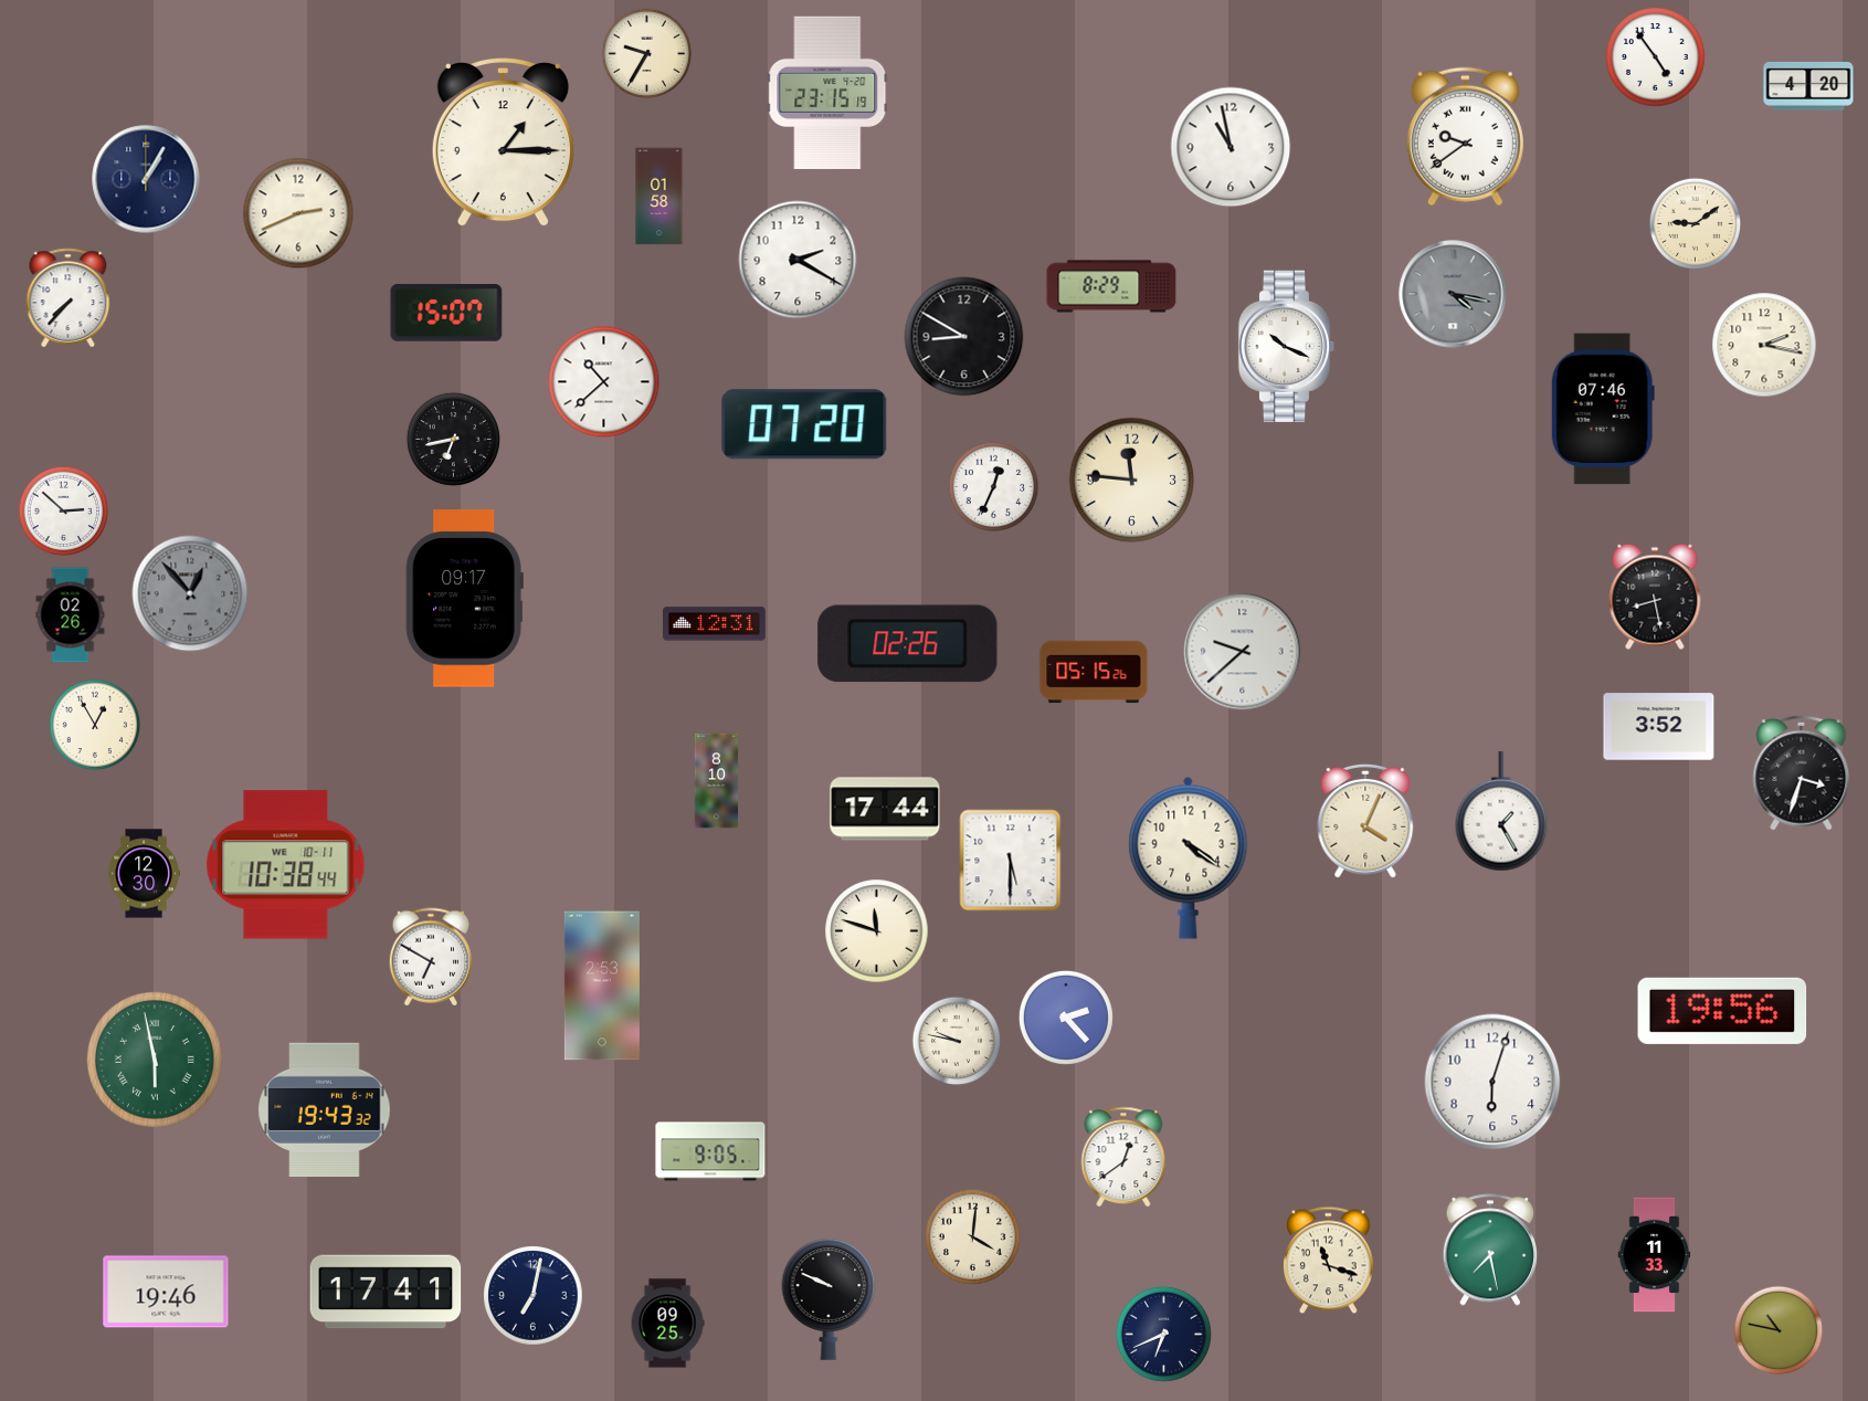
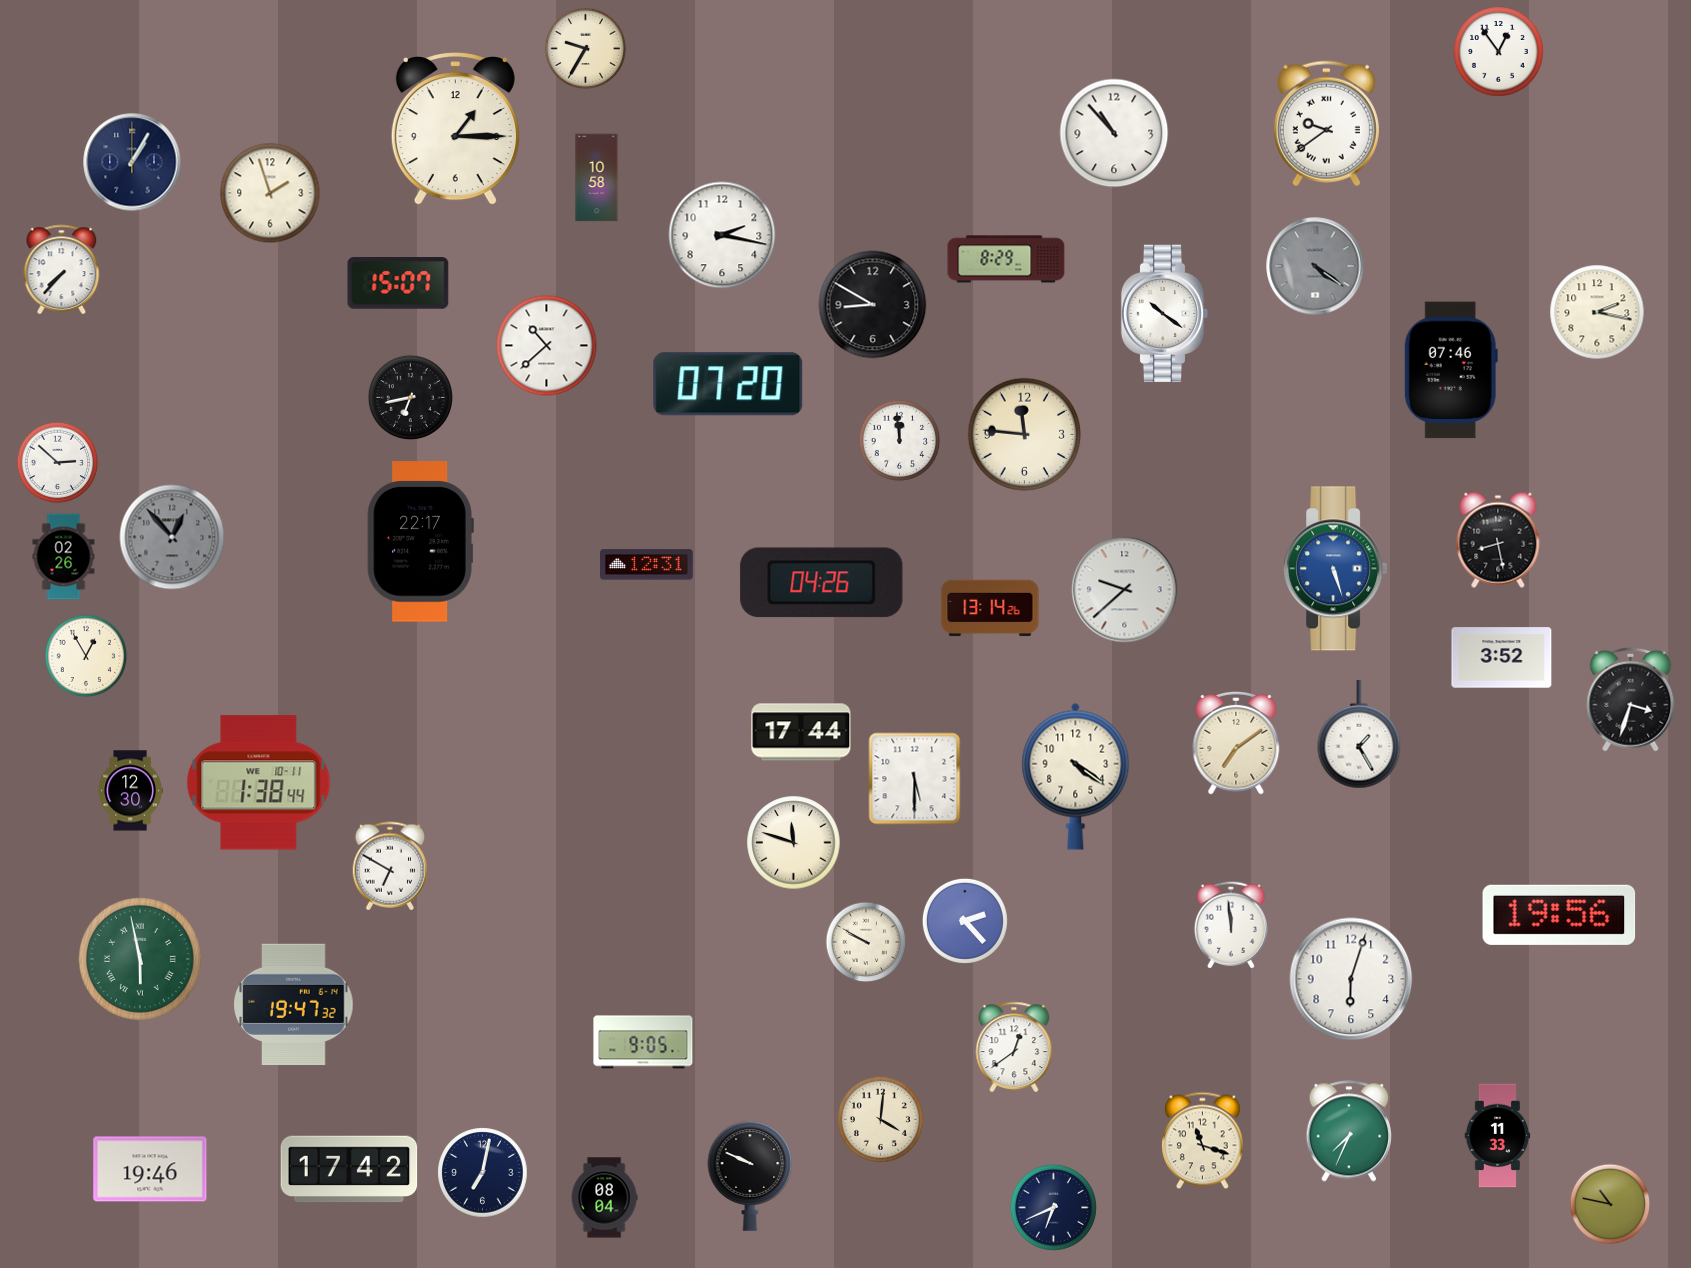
clock at (1656, 57): 4:54 -> 12:54
clock at (1808, 86): 4:20 -> none
clock at (827, 92): 23:15 -> none
clock at (1231, 147): 10:58 -> 10:53
clock at (659, 197): 01:58 -> 10:58
clock at (298, 213): 2:41 -> 1:57
clock at (1695, 223): 9:09 -> none
clock at (798, 260): 2:20 -> 2:17
clock at (1453, 294): 4:17 -> 4:21
clock at (446, 313) position: (446, 313) -> (398, 283)
clock at (1287, 347): 10:19 -> 10:21
clock at (994, 487): 12:34 -> 11:59
clock at (464, 599): 09:17 -> 22:17
clock at (1336, 569): none -> 5:27
clock at (908, 644): 02:26 -> 04:26
clock at (1094, 672): 05:15 -> 13:14
clock at (717, 781): 8:10 -> none
clock at (1365, 821): 4:04 -> 7:09
clock at (286, 865): 10:38 -> 1:38
clock at (602, 986): 2:53 -> none
clock at (1231, 925): none -> 11:59
clock at (957, 1041): 9:47 -> 9:50
clock at (325, 1110): 19:43 -> 19:47
clock at (1123, 1157) position: (1123, 1157) -> (1014, 1047)
clock at (1489, 1250): 7:28 -> 7:34
clock at (386, 1292): 17:41 -> 17:42
clock at (667, 1324): 09:25 -> 08:04
